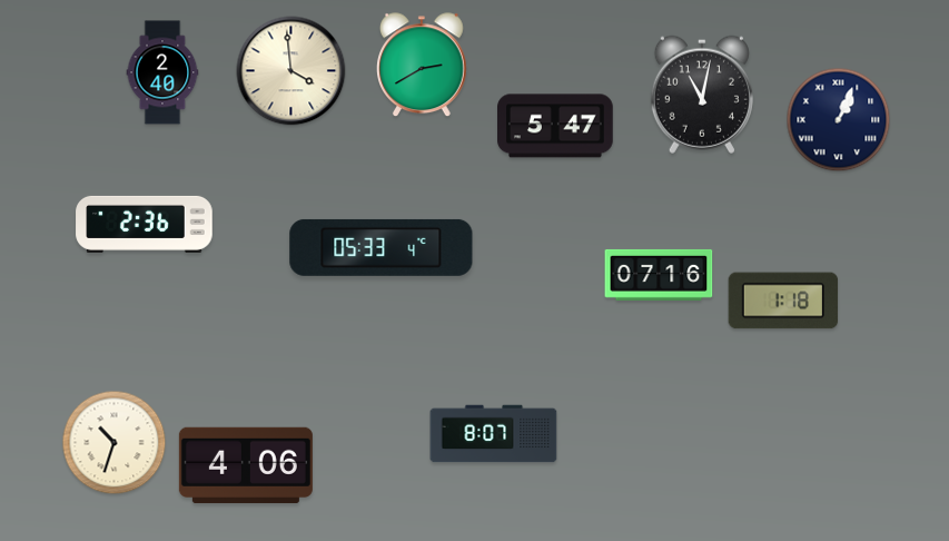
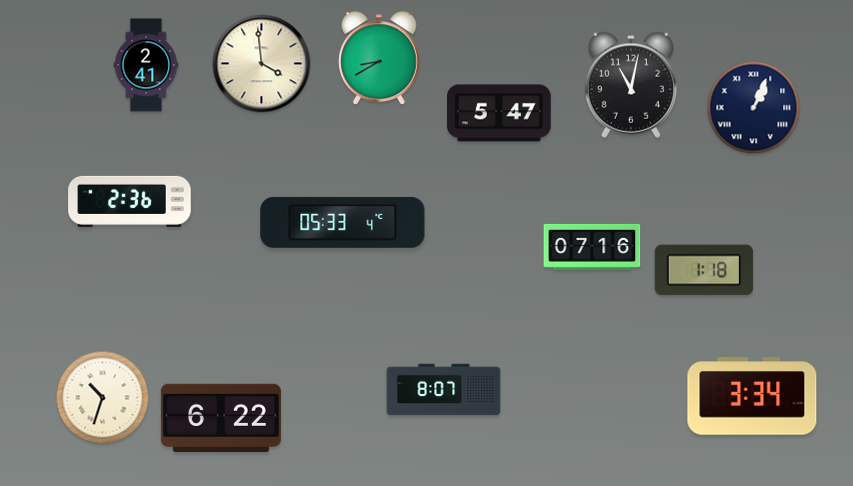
clock at (423, 66): 2:40 -> 8:40
clock at (162, 72): 2:40 -> 2:41
clock at (752, 396): none -> 3:34
clock at (246, 465): 4:06 -> 6:22
